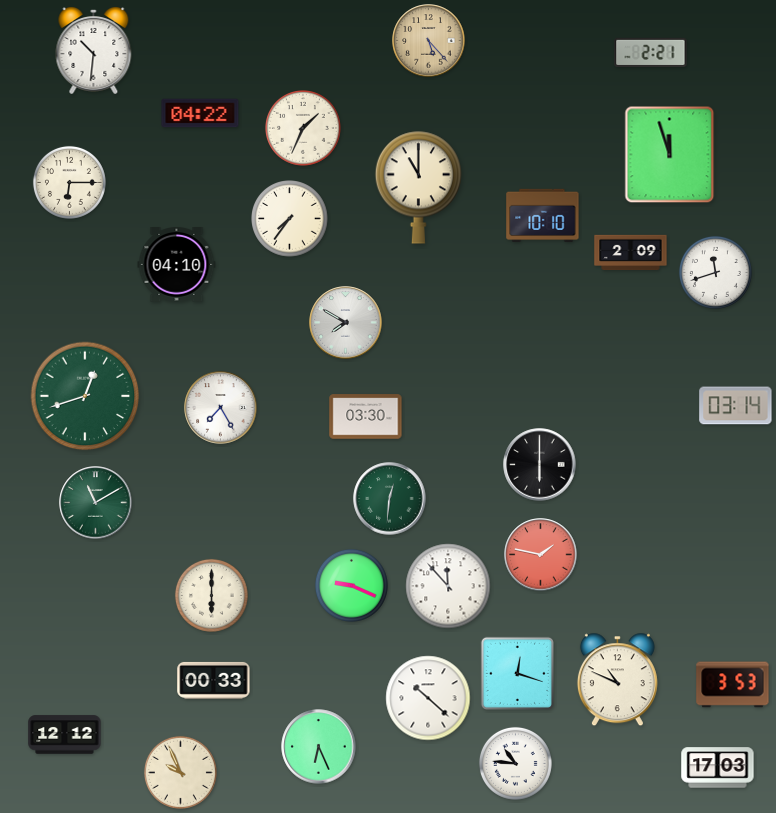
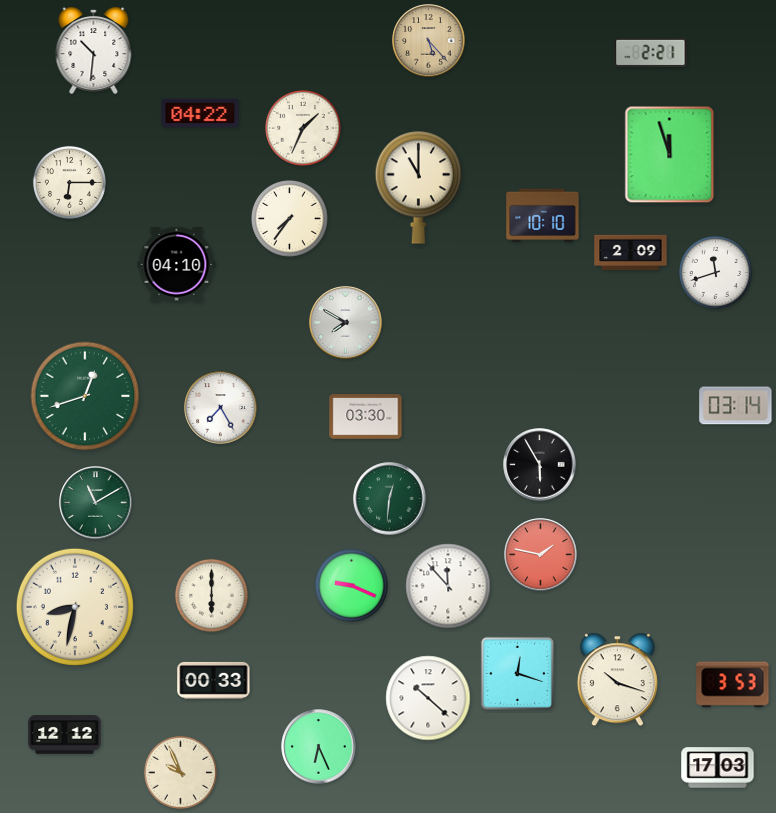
clock at (540, 465): 6:00 -> 5:55
clock at (75, 607): none -> 8:32
clock at (617, 680): 10:49 -> 10:18
clock at (515, 763): 10:46 -> none
